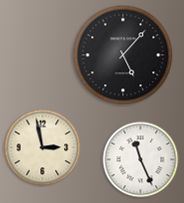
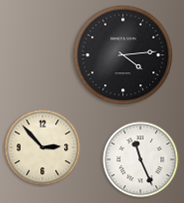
clock at (123, 55): 5:07 -> 4:14
clock at (43, 148): 2:58 -> 2:53
